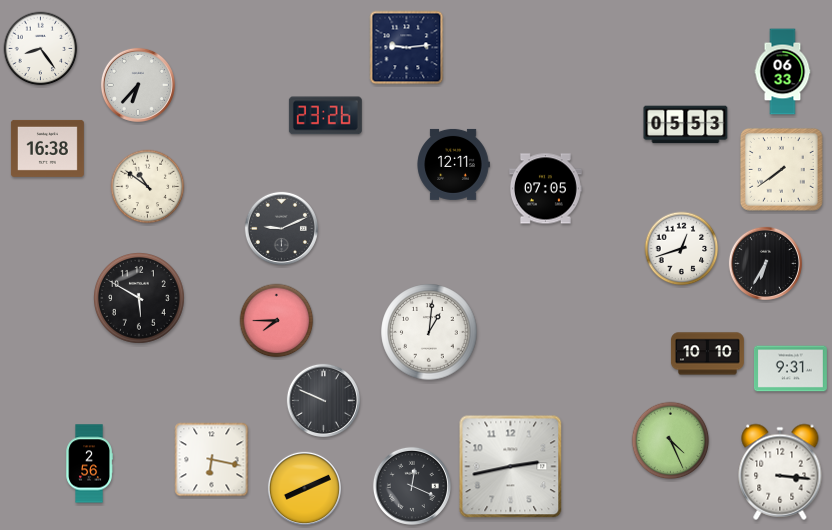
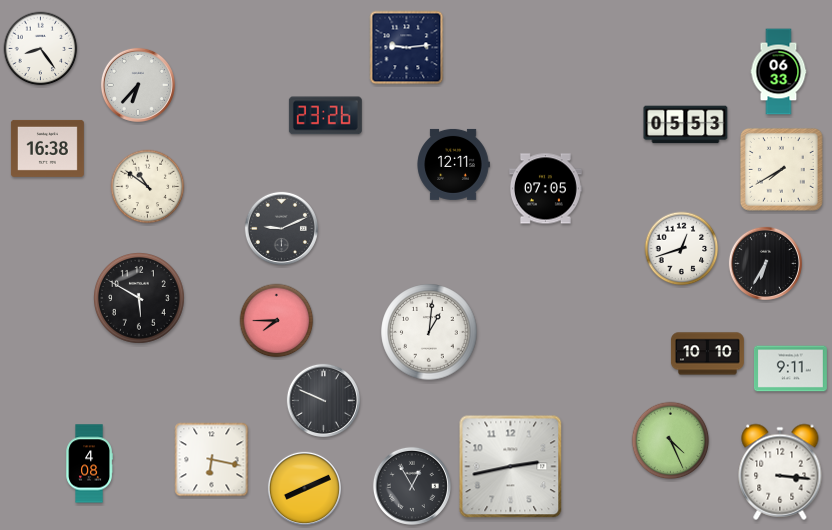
clock at (783, 72) position: (783, 72) -> (779, 72)
clock at (781, 169): 7:39 -> 7:40
clock at (790, 369): 9:31 -> 9:11
clock at (89, 464): 2:56 -> 4:08
clock at (412, 486): 12:19 -> 12:55
